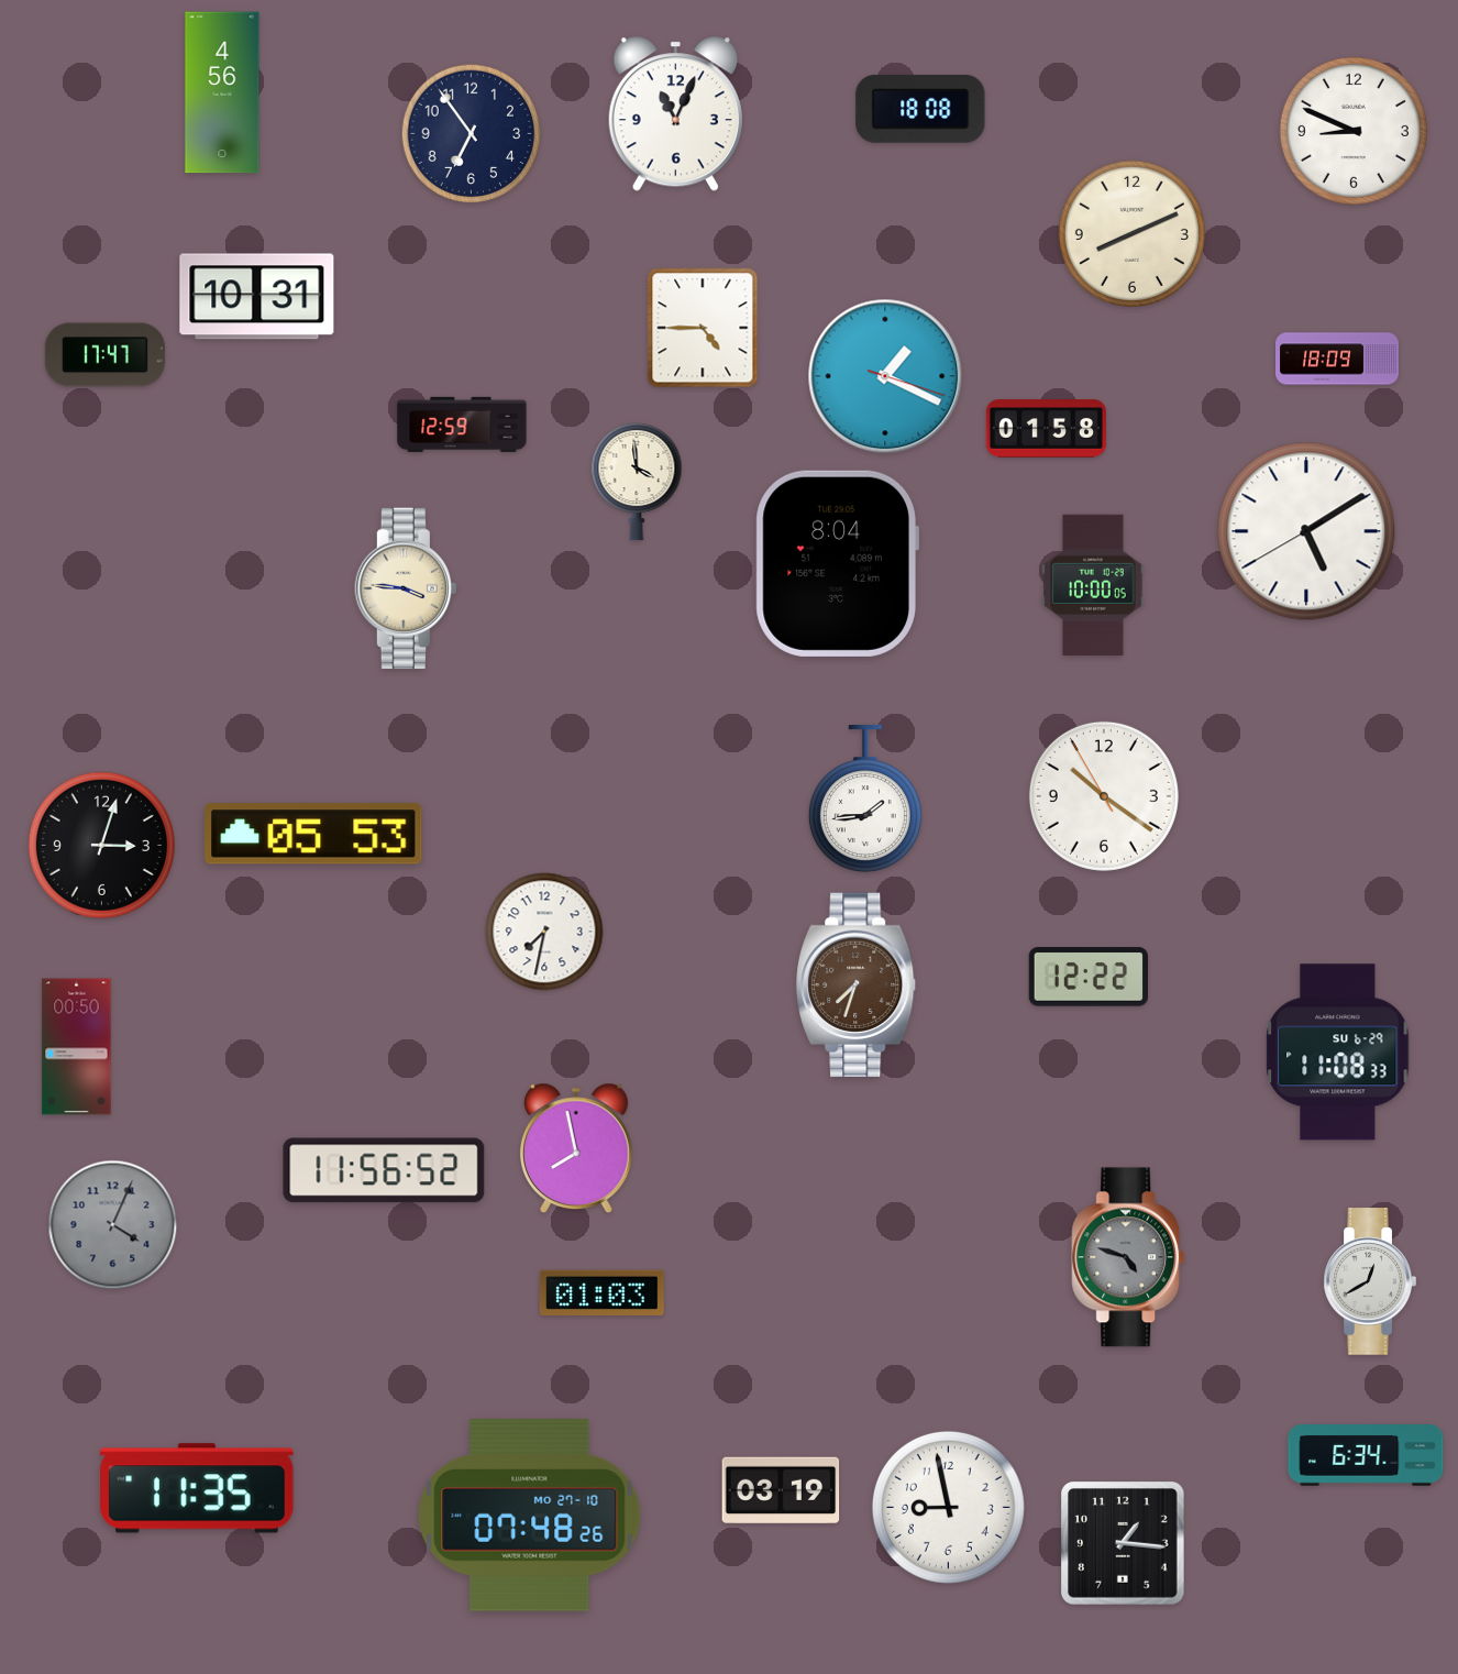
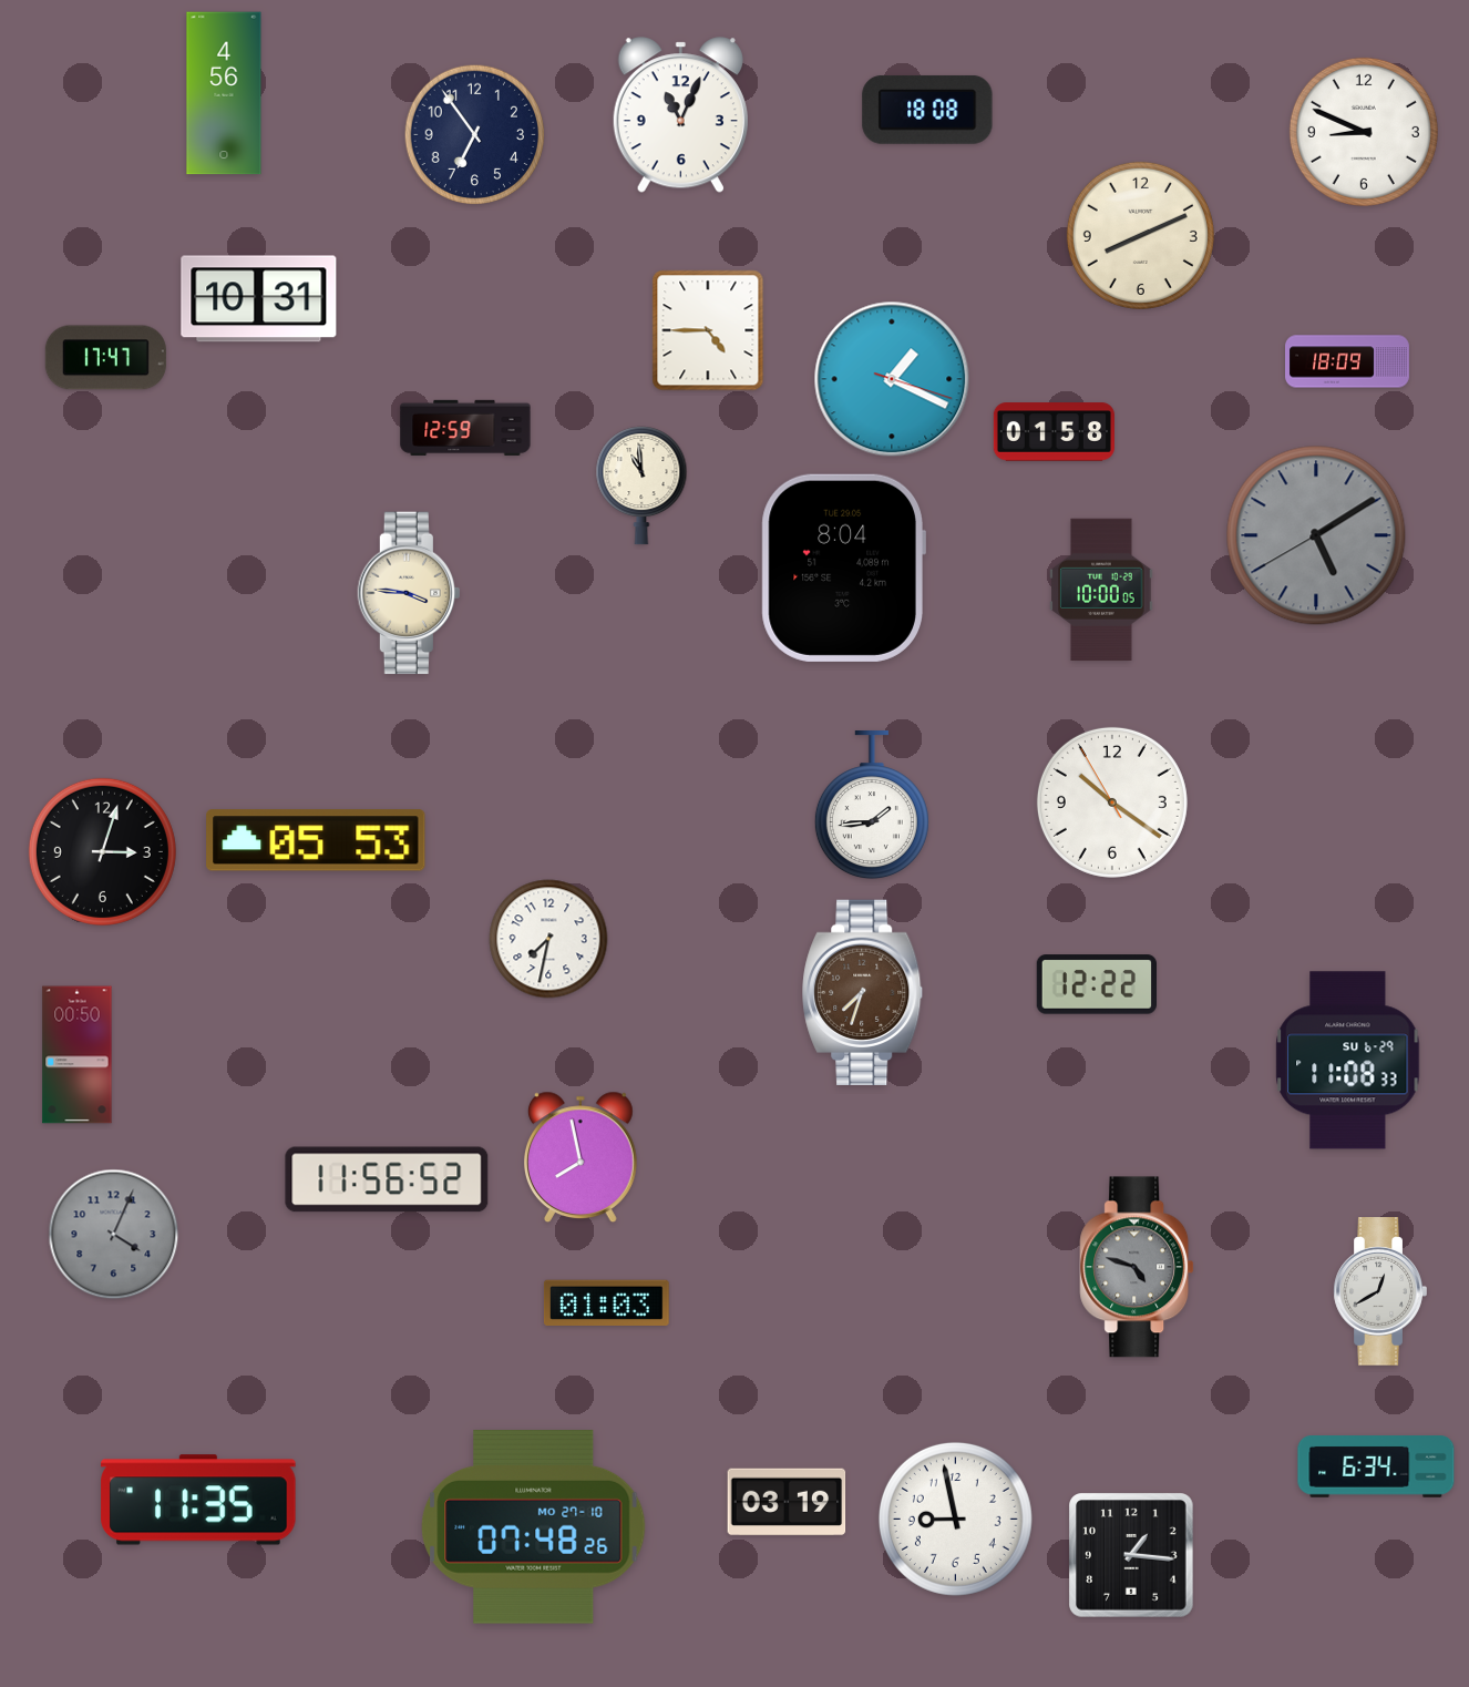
clock at (637, 482): 3:59 -> 10:59
clock at (1306, 531) dial: white -> grey
